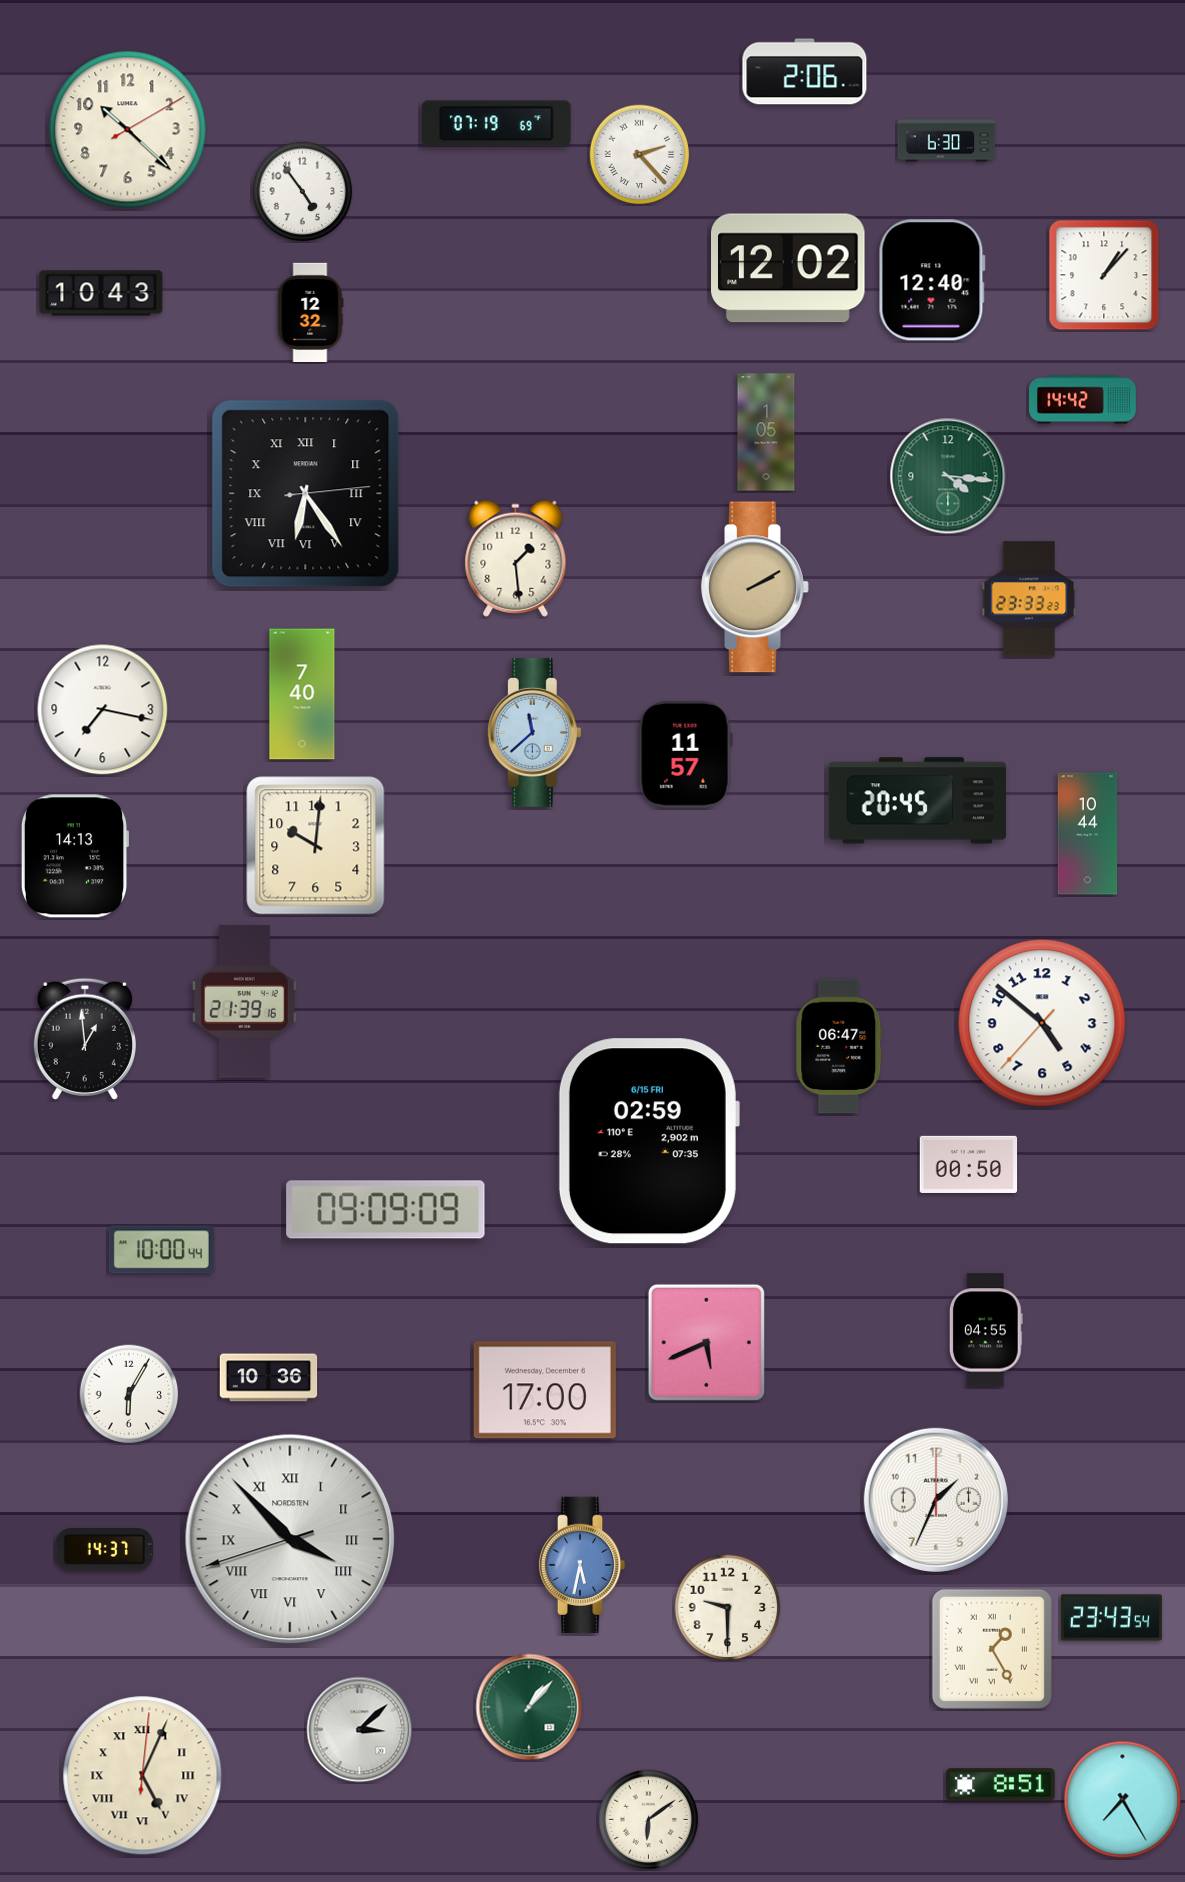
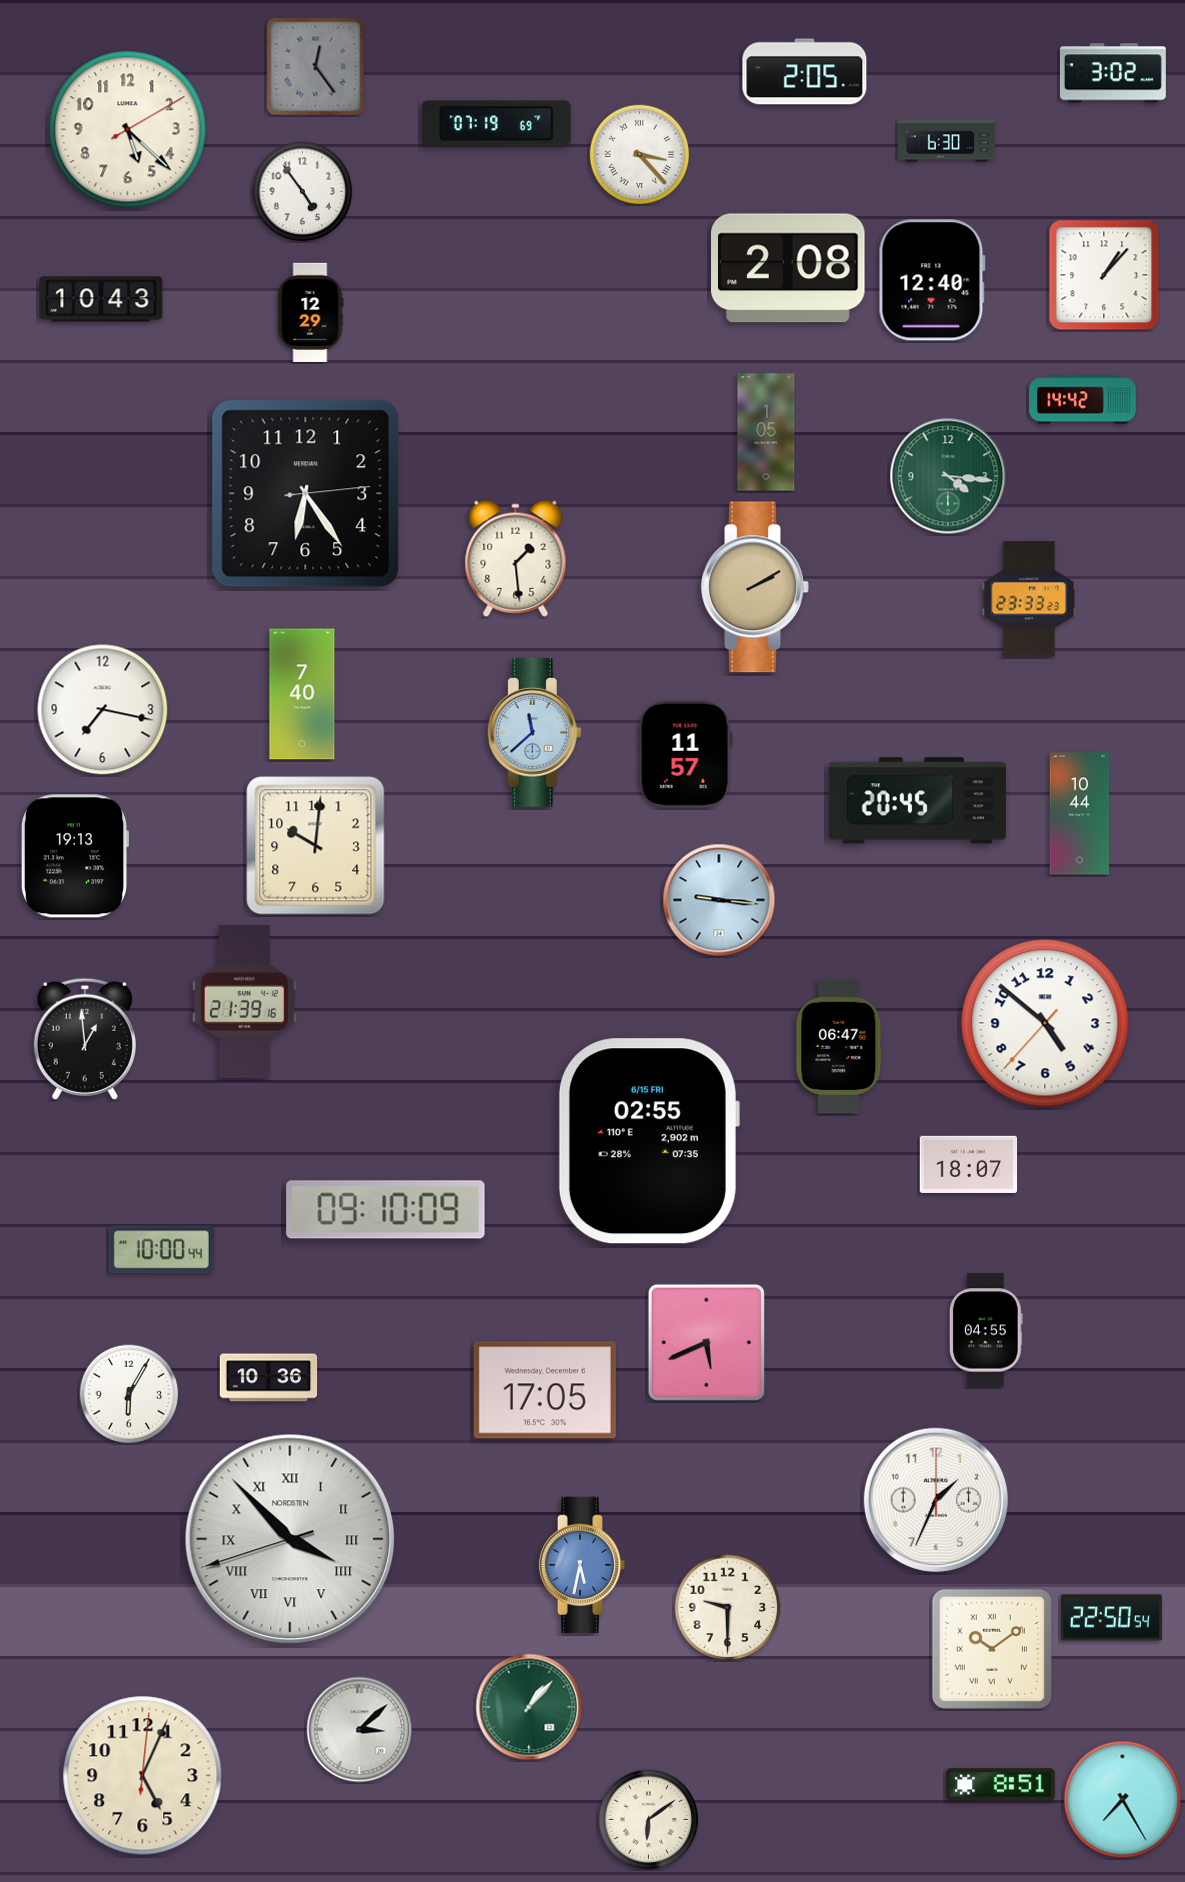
clock at (316, 67): none -> 12:24
clock at (805, 72): 2:06 -> 2:05
clock at (1113, 73): none -> 3:02
clock at (128, 130): 10:22 -> 5:22
clock at (640, 155): 2:23 -> 3:23
clock at (789, 268): 12:02 -> 2:08
clock at (101, 293) position: (101, 293) -> (101, 299)
clock at (310, 312): 12:32 -> 12:29
clock at (306, 494) numerals: Roman -> Arabic
clock at (1088, 834) position: (1088, 834) -> (1080, 814)
clock at (75, 856): 14:13 -> 19:13
clock at (719, 900): none -> 9:16
clock at (1042, 1023) position: (1042, 1023) -> (1045, 1023)
clock at (648, 1141): 02:59 -> 02:55
clock at (969, 1164): 00:50 -> 18:07
clock at (386, 1210): 09:09 -> 09:10
clock at (545, 1390): 17:00 -> 17:05
clock at (104, 1550): 14:37 -> none
clock at (1111, 1618): 23:43 -> 22:50
clock at (992, 1649): 1:25 -> 10:09
clock at (143, 1776) numerals: Roman -> Arabic
